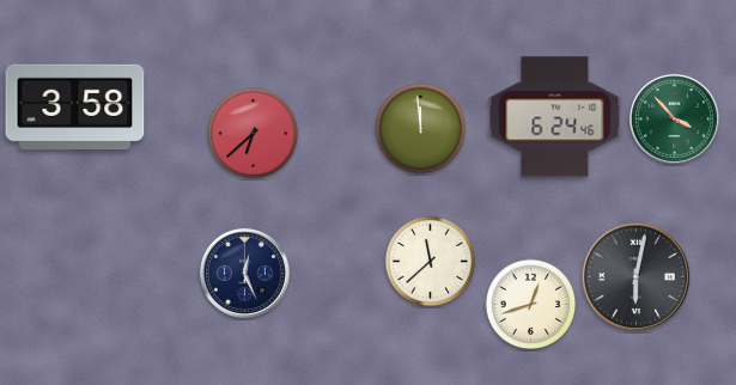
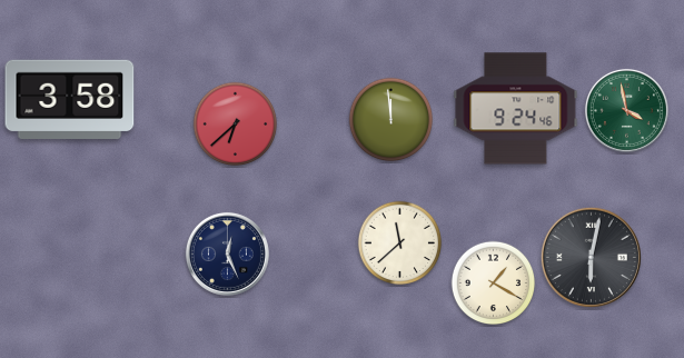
clock at (555, 117): 6:24 -> 9:24
clock at (674, 118): 3:53 -> 3:58
clock at (531, 305): 12:42 -> 1:20
